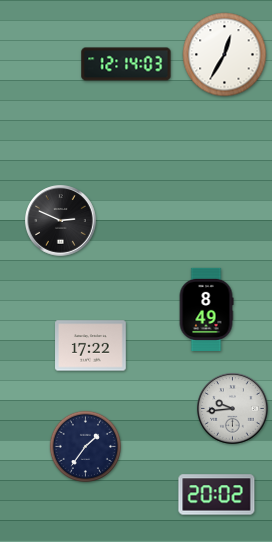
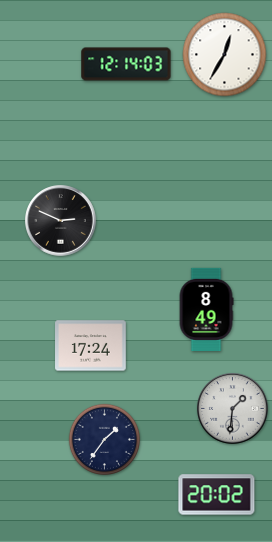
clock at (91, 346): 17:22 -> 17:24
clock at (233, 409): 9:44 -> 1:31
clock at (85, 446) position: (85, 446) -> (104, 439)
